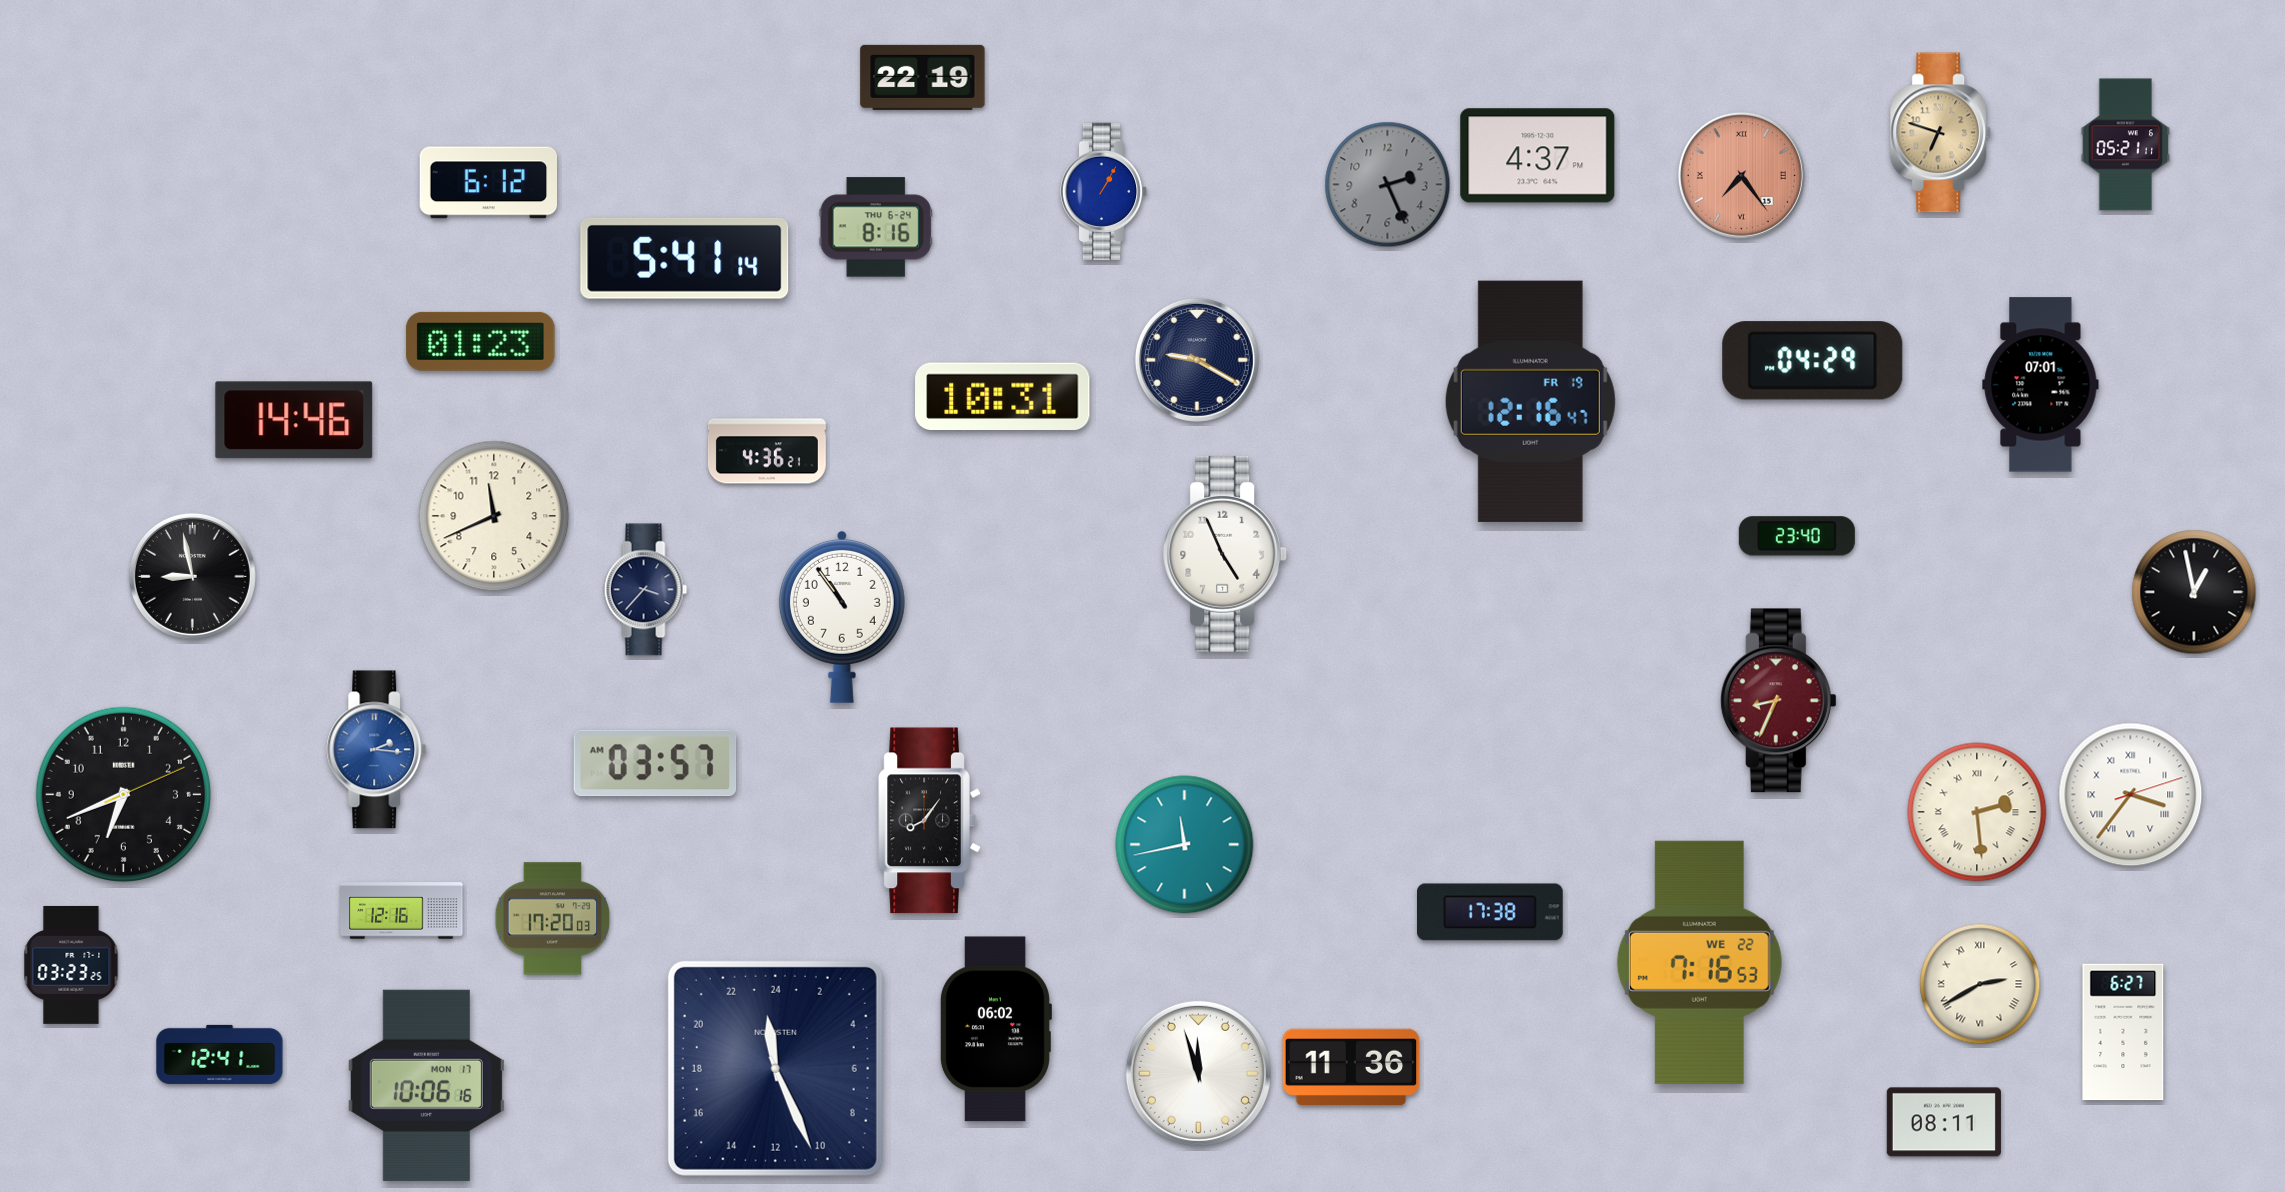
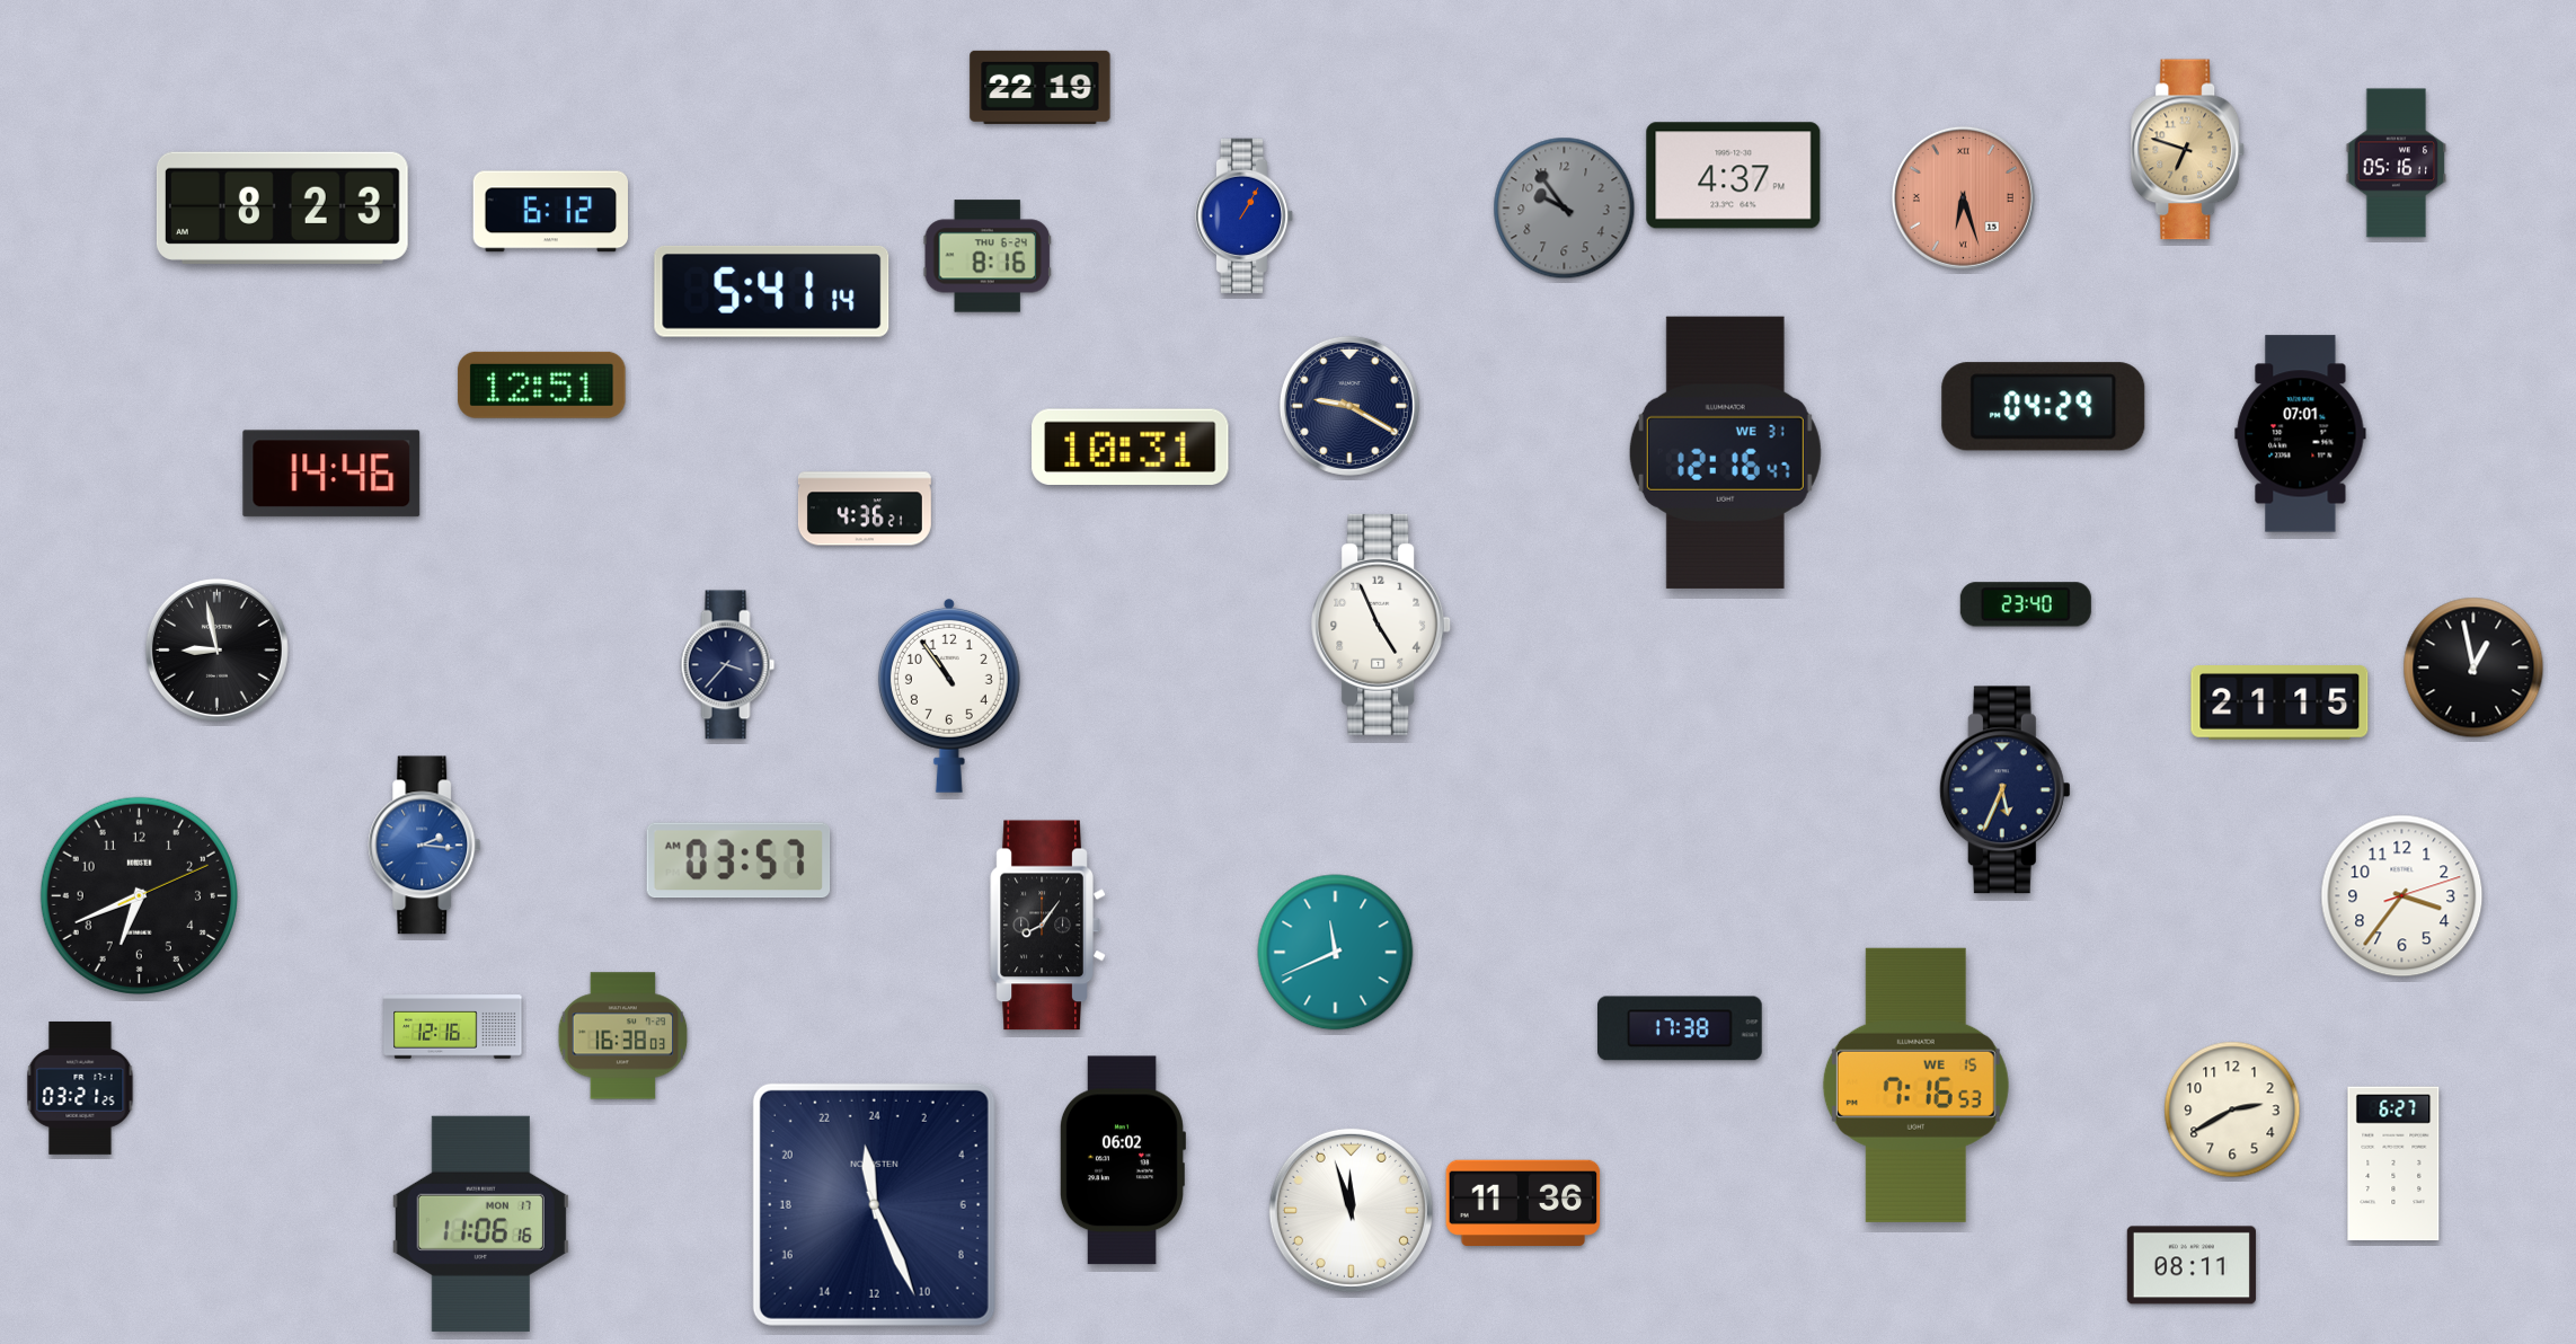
clock at (2126, 145): 05:21 -> 05:16
clock at (1741, 175): 7:24 -> 6:27
clock at (489, 183) position: (489, 183) -> (551, 212)
clock at (282, 207): none -> 8:23
clock at (1388, 185): 2:26 -> 9:54
clock at (481, 341): 01:23 -> 12:51
clock at (1530, 401) date: FR 19 -> WE 31
clock at (494, 516): 11:41 -> none
clock at (2280, 702): none -> 21:15
clock at (1778, 701): 8:34 -> 5:34
clock at (1778, 701) dial: burgundy -> navy
clock at (2131, 795) numerals: Roman -> Arabic
clock at (1977, 812): 2:29 -> none
clock at (1185, 845): 11:43 -> 11:41
clock at (553, 919): 17:20 -> 16:38
clock at (1699, 962) date: WE 22 -> WE 15
clock at (71, 965): 03:23 -> 03:21
clock at (1980, 984) numerals: Roman -> Arabic
clock at (220, 1054): 12:41 -> none
clock at (426, 1085): 10:06 -> 11:06
